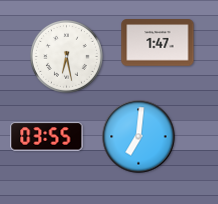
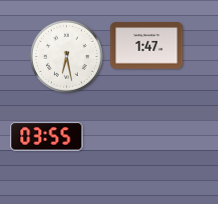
clock at (158, 43) position: (158, 43) -> (147, 46)
clock at (139, 137): 7:01 -> none
